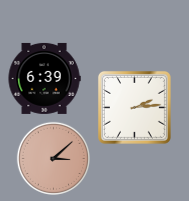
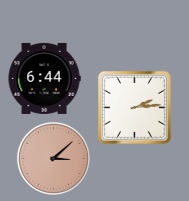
clock at (44, 78): 6:39 -> 6:44
